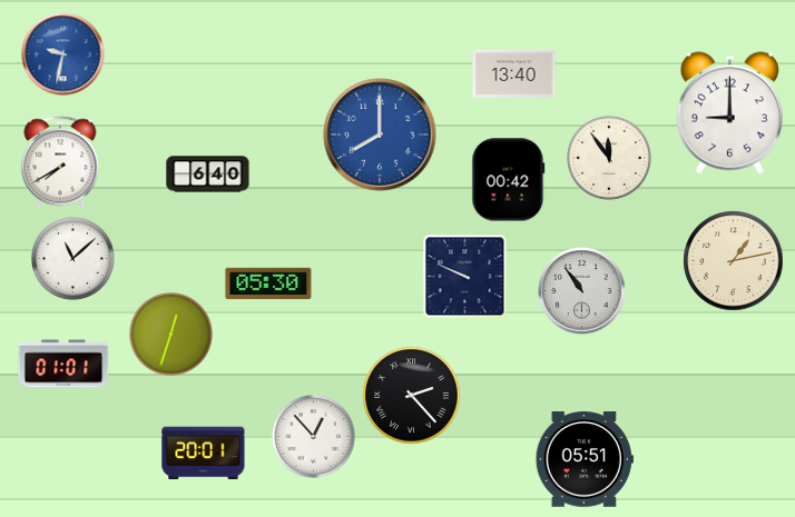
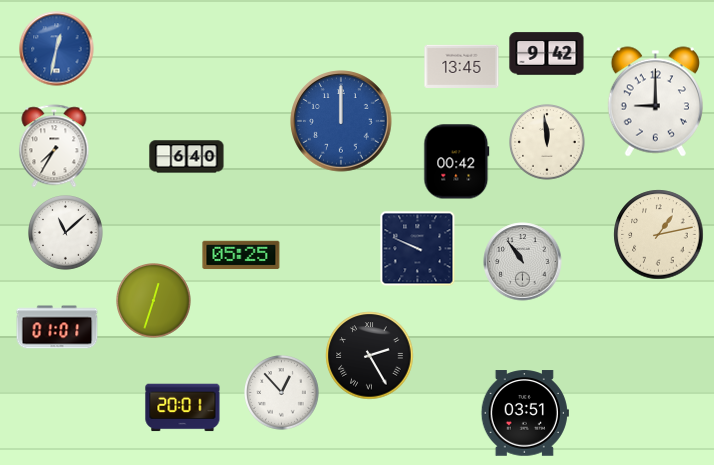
clock at (63, 54): 9:32 -> 12:32
clock at (547, 54): none -> 9:42
clock at (514, 73): 13:40 -> 13:45
clock at (380, 135): 8:00 -> 12:00
clock at (609, 158): 11:54 -> 11:59
clock at (60, 162): 7:40 -> 7:35
clock at (268, 284): 05:30 -> 05:25
clock at (412, 396): 2:23 -> 2:25
clock at (585, 459): 05:51 -> 03:51
